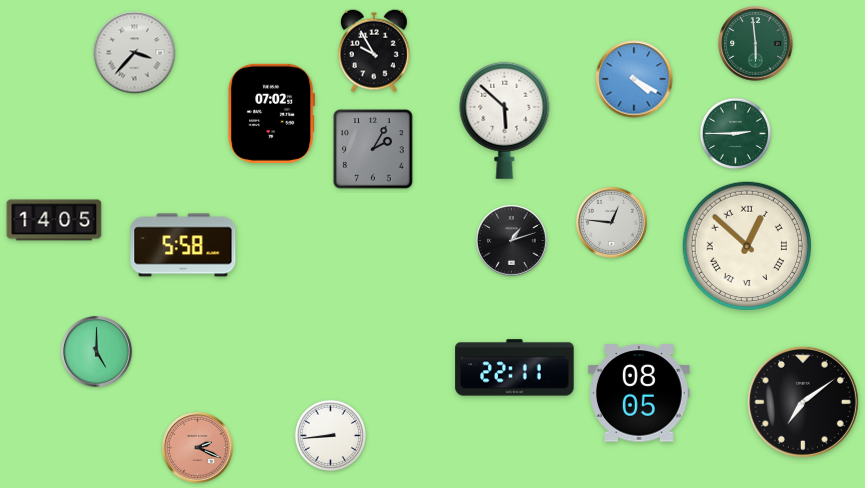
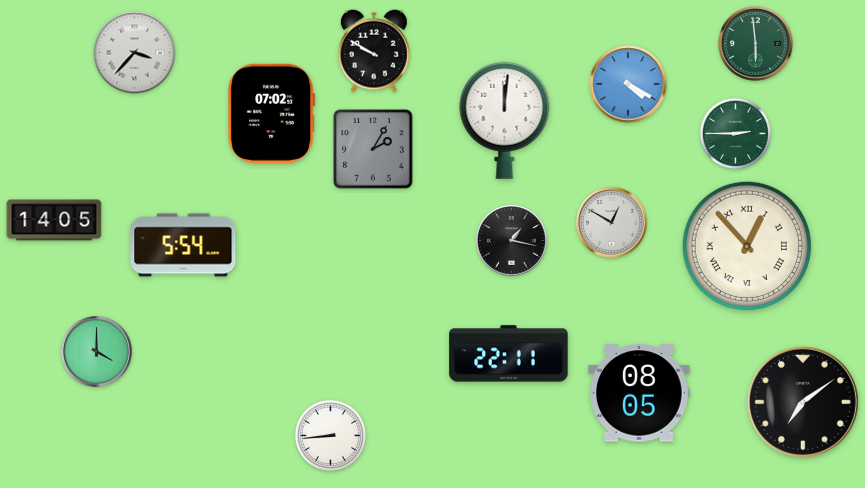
clock at (375, 51): 9:55 -> 9:50
clock at (634, 79) position: (634, 79) -> (628, 84)
clock at (505, 120): 5:52 -> 12:01
clock at (612, 223): 12:46 -> 12:50
clock at (512, 241): 1:12 -> 1:17
clock at (183, 245): 5:58 -> 5:54
clock at (747, 246): 12:52 -> 12:53
clock at (97, 352): 5:00 -> 4:00
clock at (515, 368) position: (515, 368) -> (509, 354)
clock at (198, 448): 2:19 -> none
